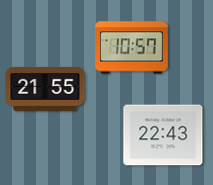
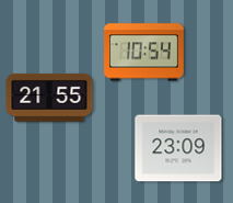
clock at (132, 48): 10:57 -> 10:54
clock at (163, 135): 22:43 -> 23:09
